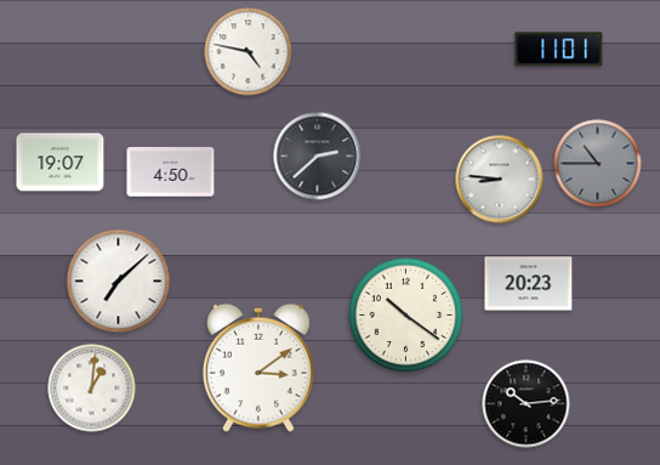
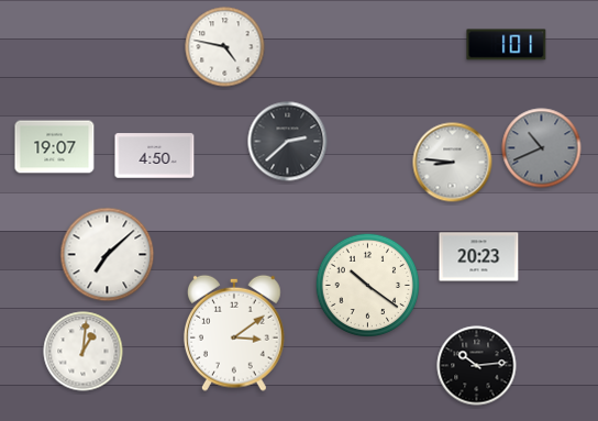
clock at (559, 50): 11:01 -> 1:01
clock at (598, 164): 10:45 -> 10:41
